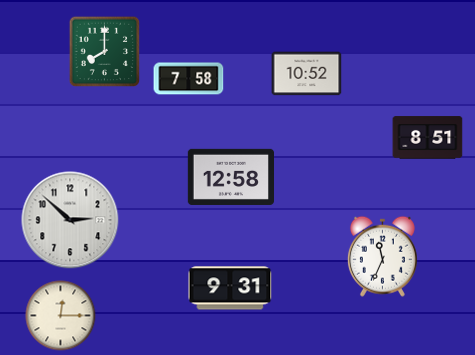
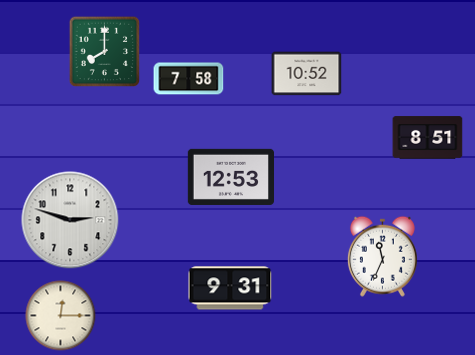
clock at (230, 177): 12:58 -> 12:53
clock at (70, 220): 2:52 -> 2:48
